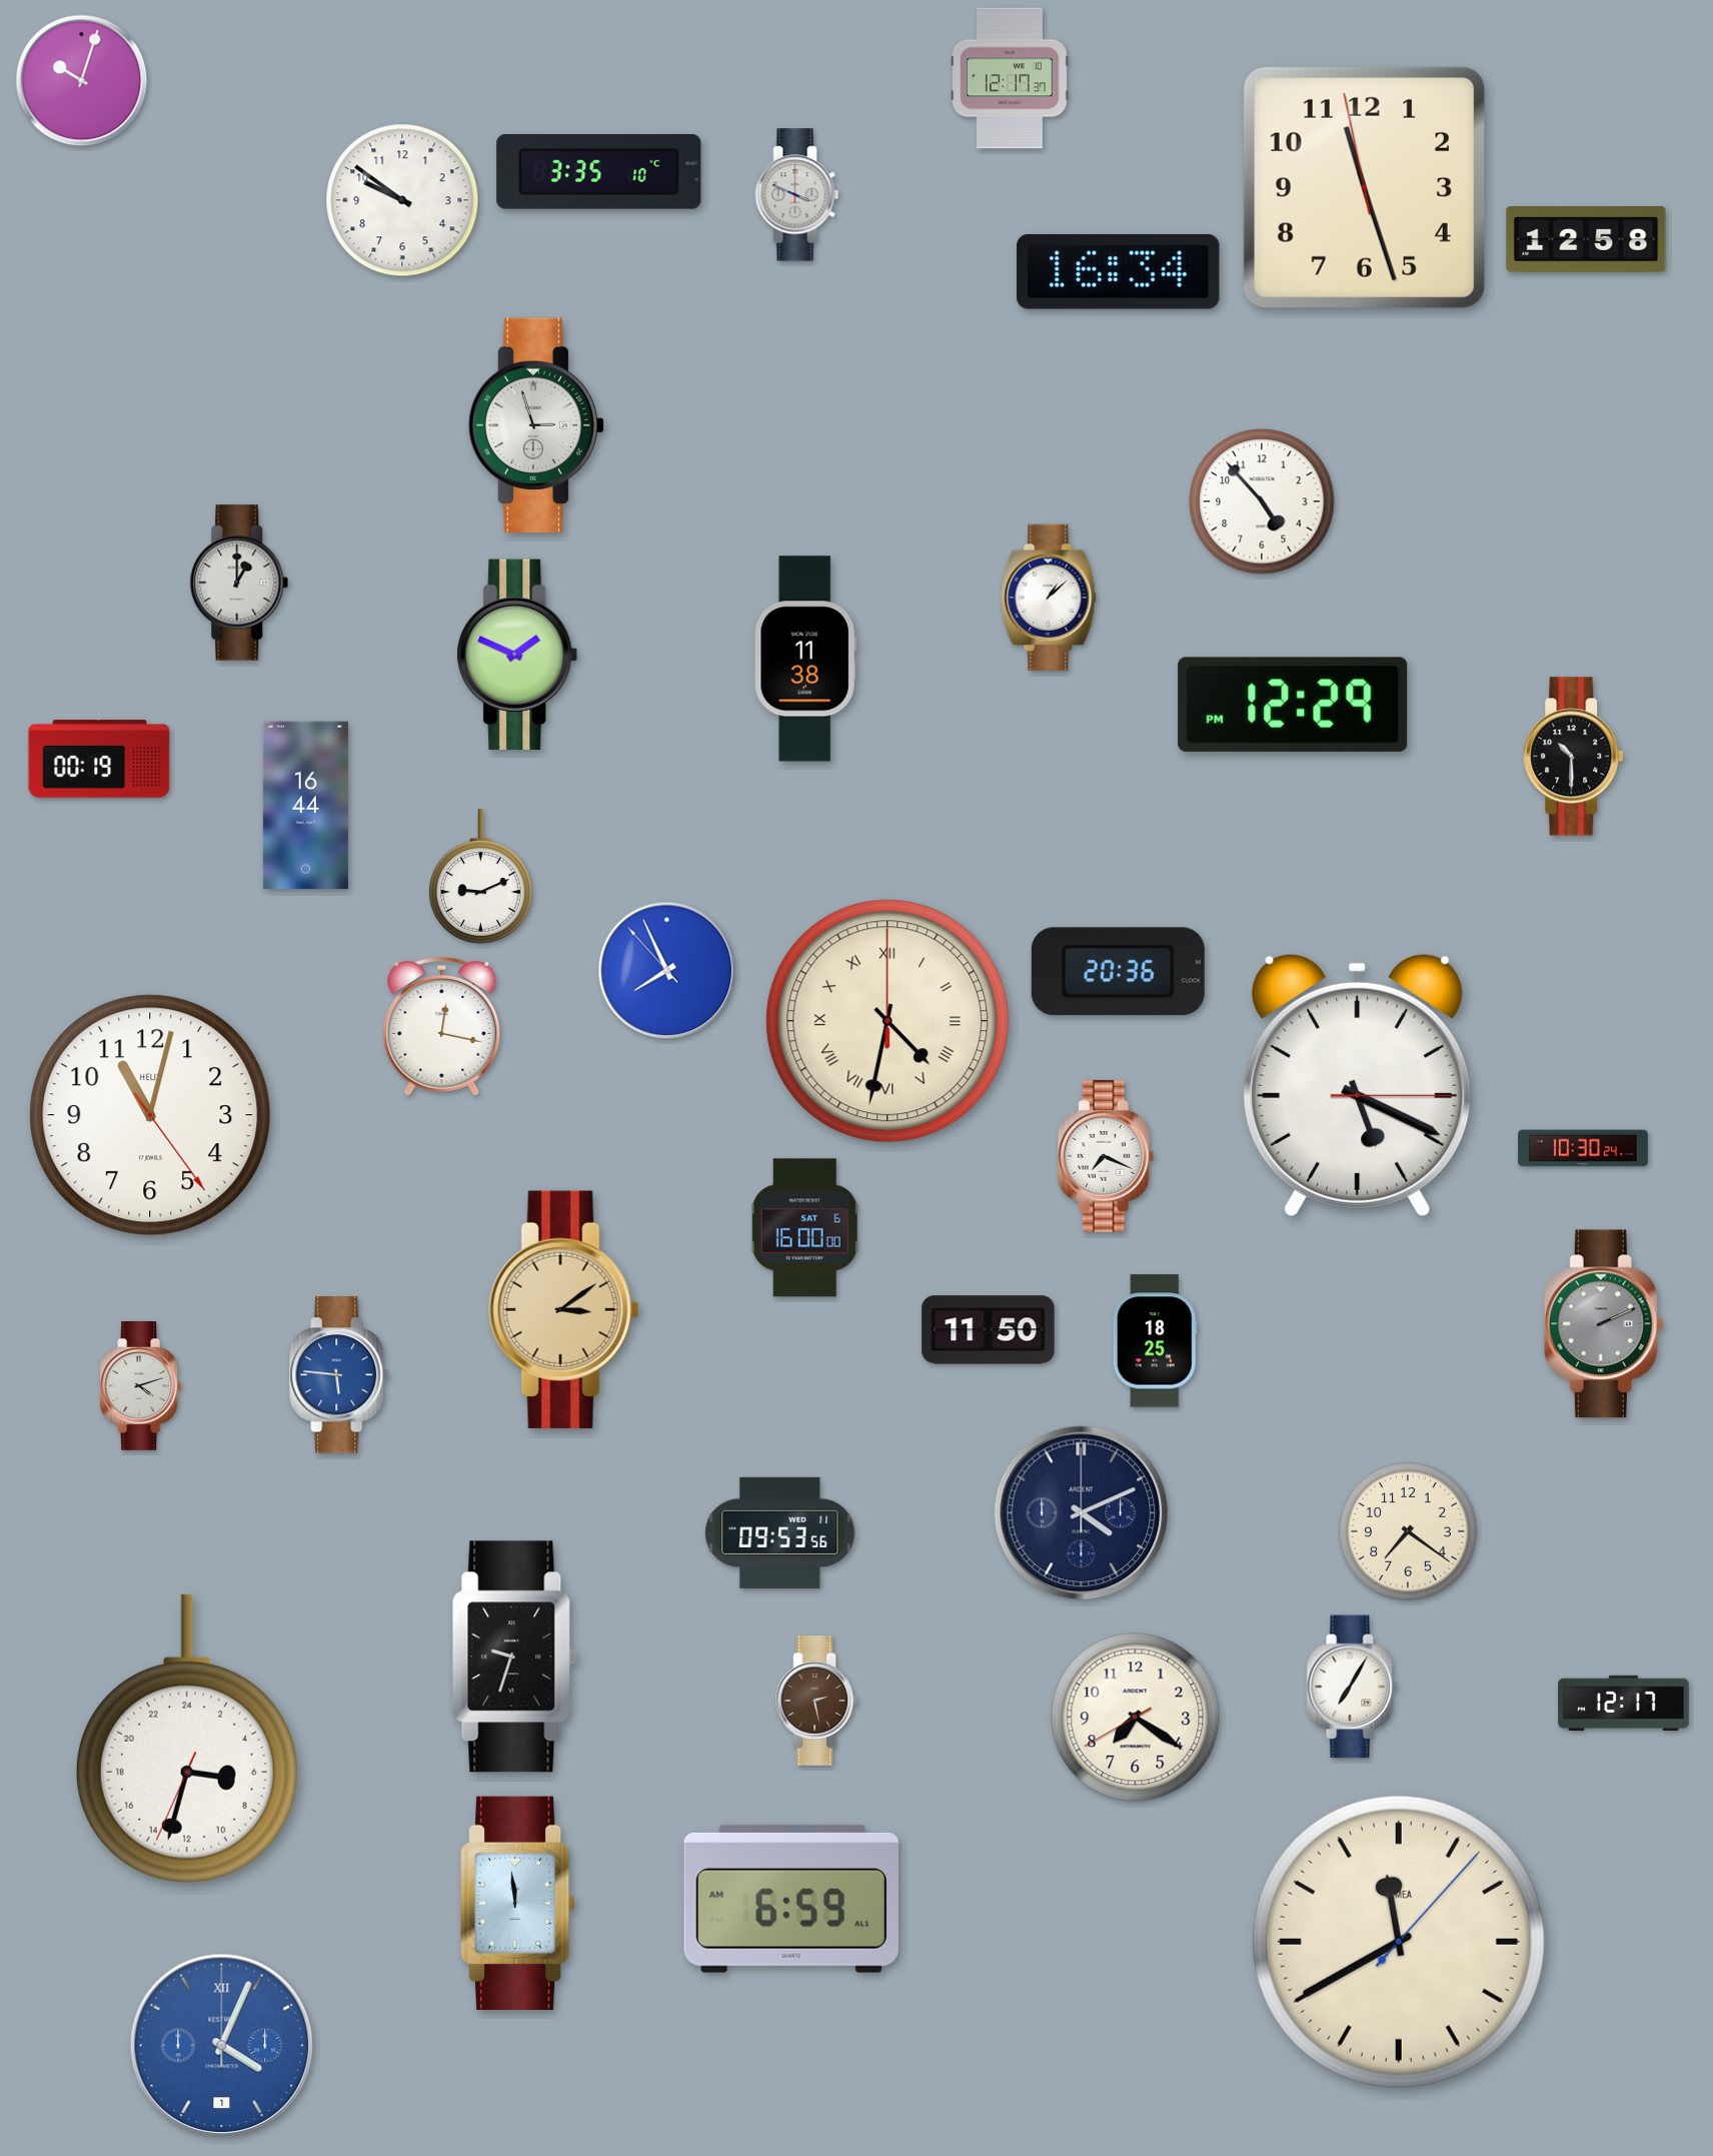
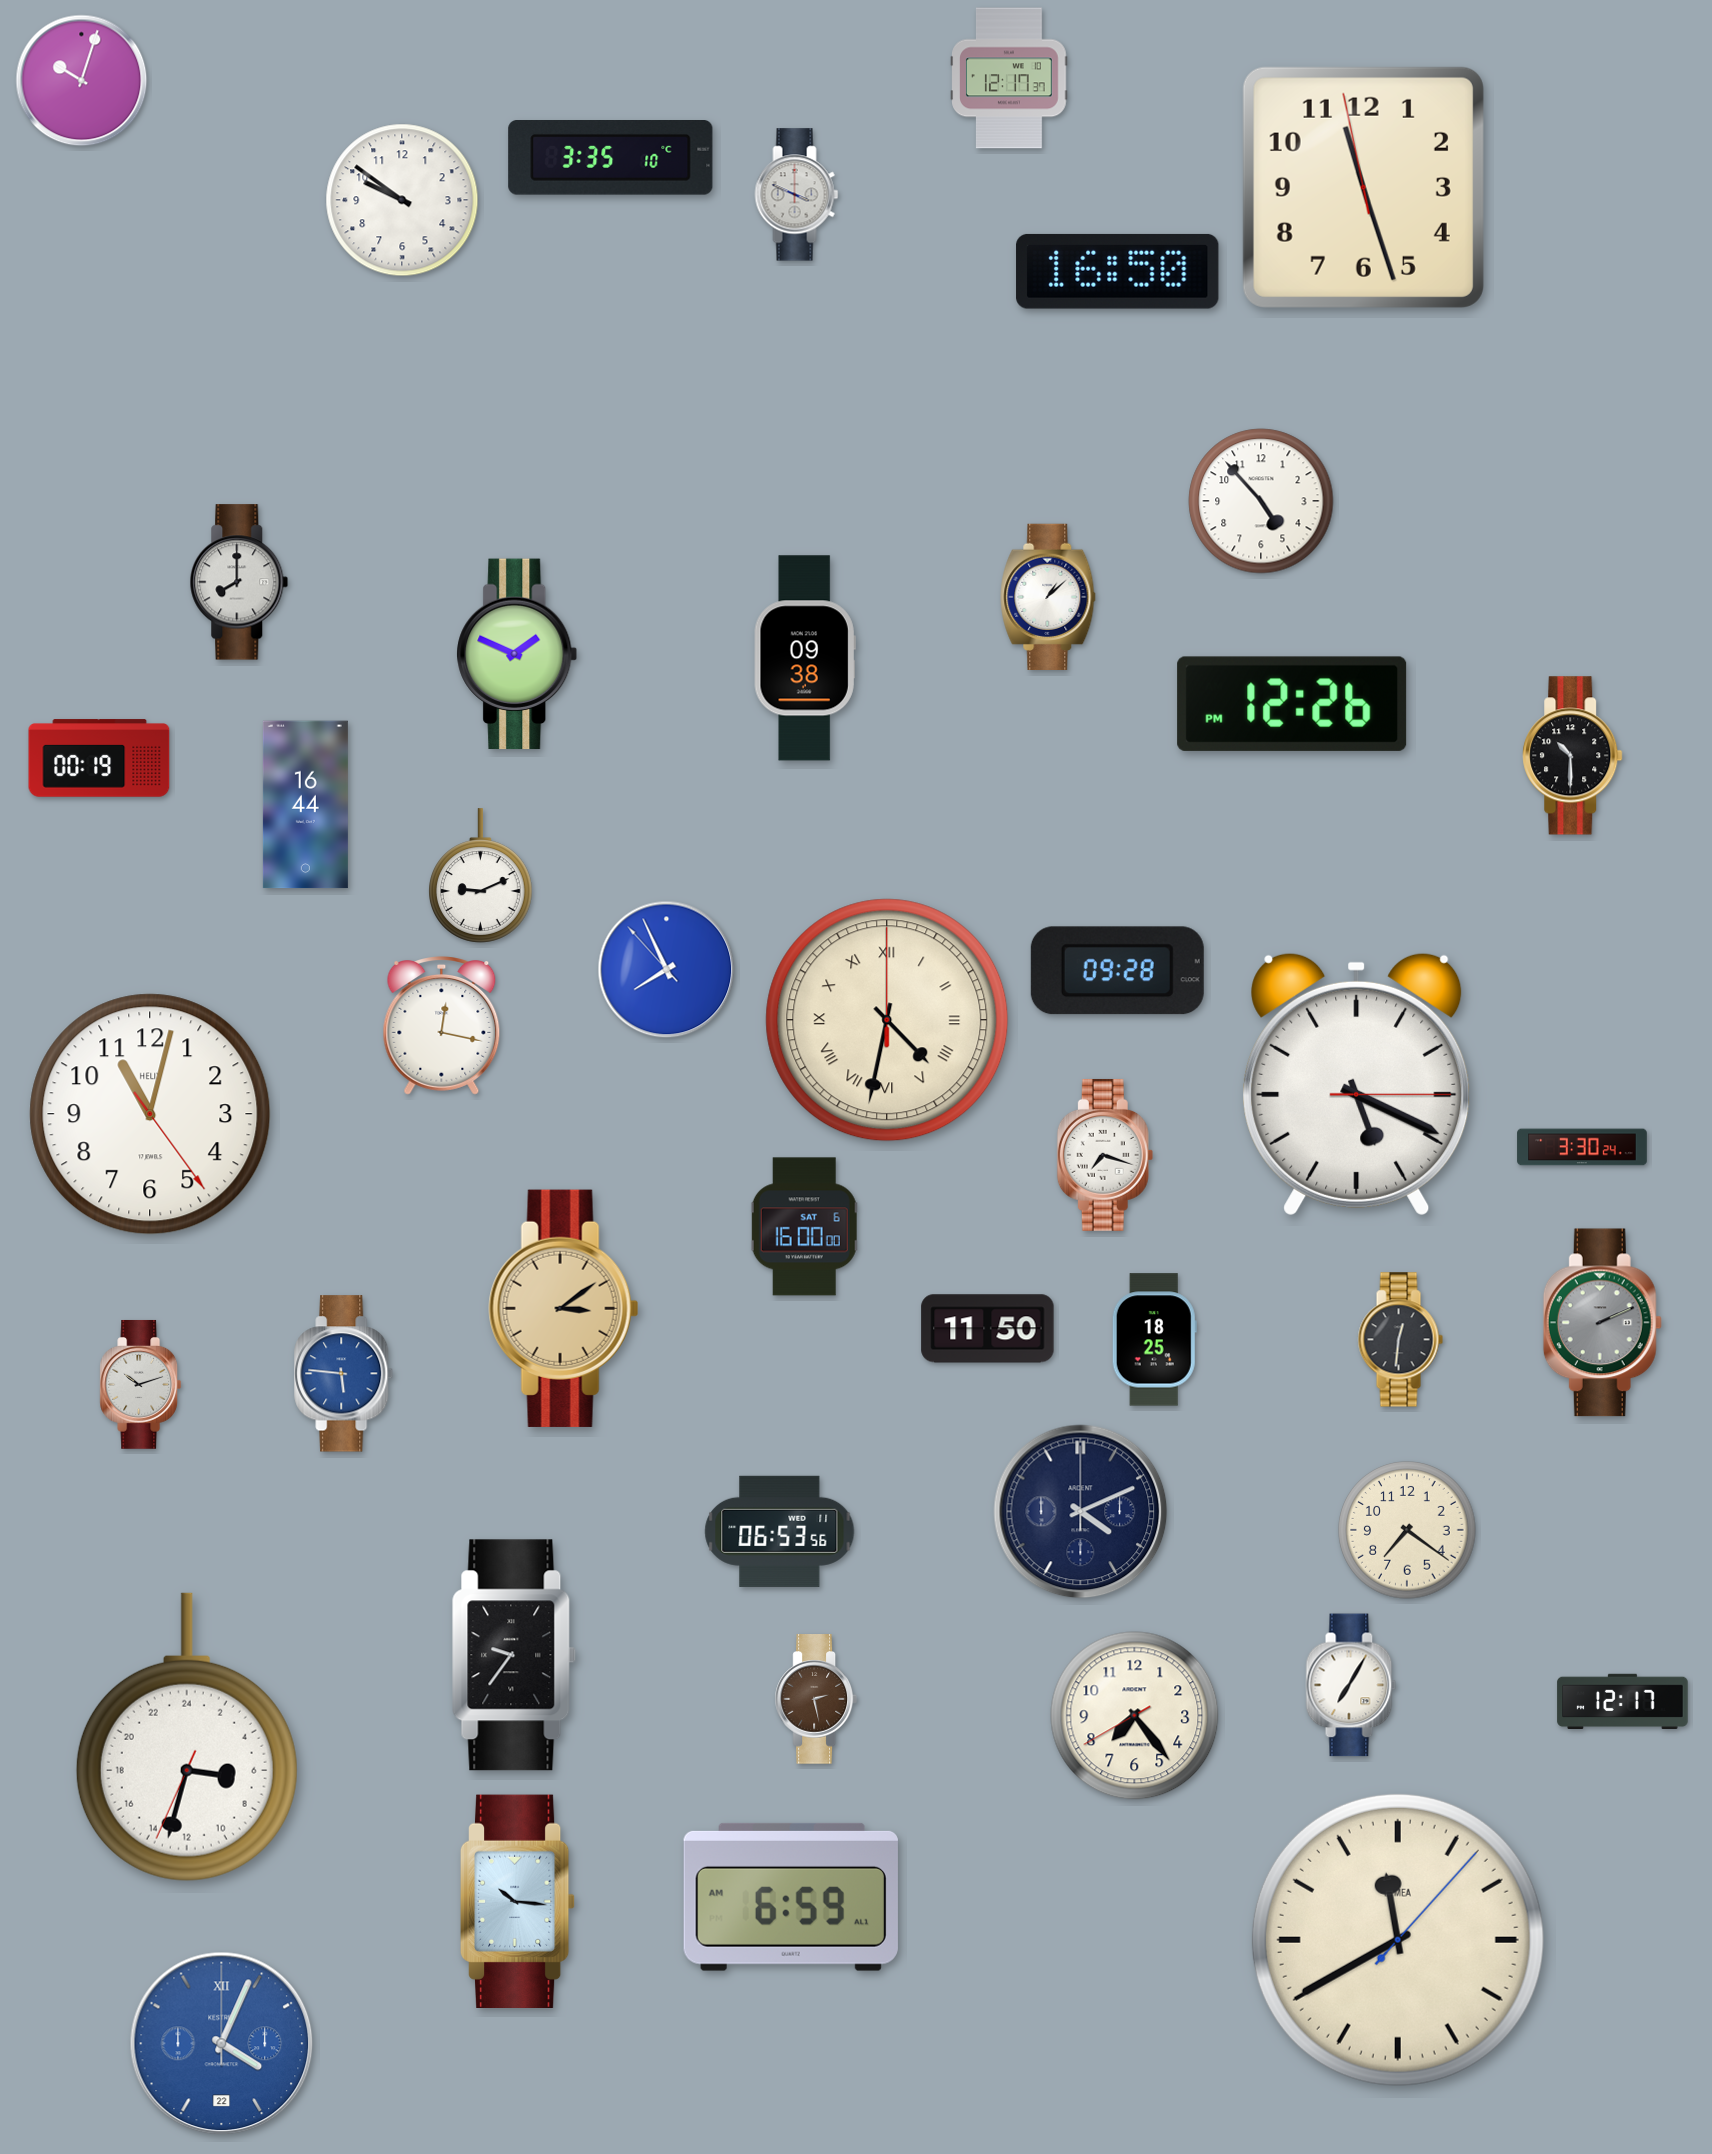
clock at (599, 172) position: (599, 172) -> (611, 158)
clock at (1586, 240): 12:58 -> none
clock at (1119, 271): 16:34 -> 16:50
clock at (536, 425): 2:57 -> none
clock at (239, 583): 1:00 -> 8:00
clock at (805, 659): 11:38 -> 09:38
clock at (1293, 705): 12:29 -> 12:26
clock at (1118, 972): 20:36 -> 09:28
clock at (1583, 1148): 10:30 -> 3:30
clock at (1106, 1156): 7:19 -> 7:18
clock at (1400, 1340): none -> 12:31
clock at (339, 1375) position: (339, 1375) -> (344, 1374)
clock at (141, 1386): 4:12 -> 10:12
clock at (780, 1532): 09:53 -> 06:53
clock at (514, 1657): 9:33 -> 9:36
clock at (1136, 1718): 7:20 -> 7:23
clock at (517, 1903): 11:59 -> 10:16
clock at (222, 2046) date: 1 -> 22
